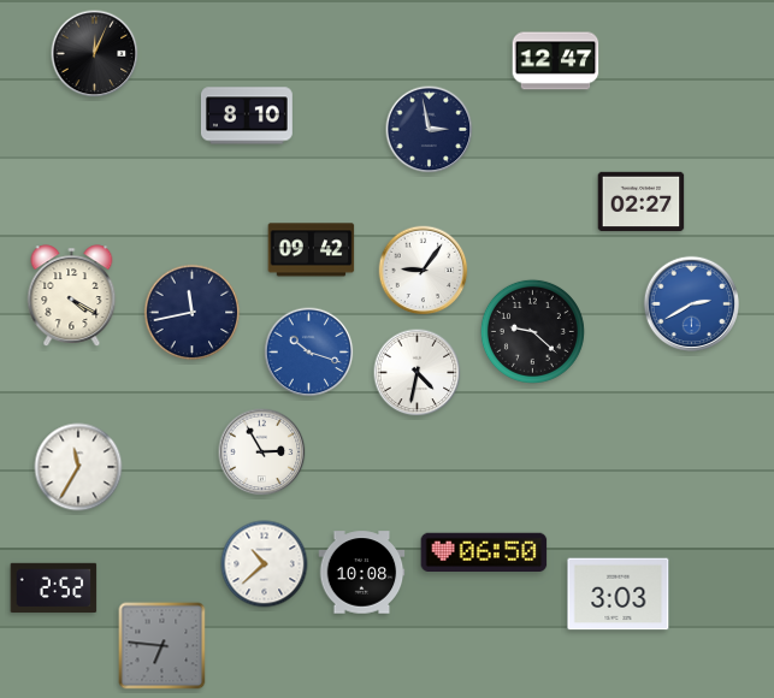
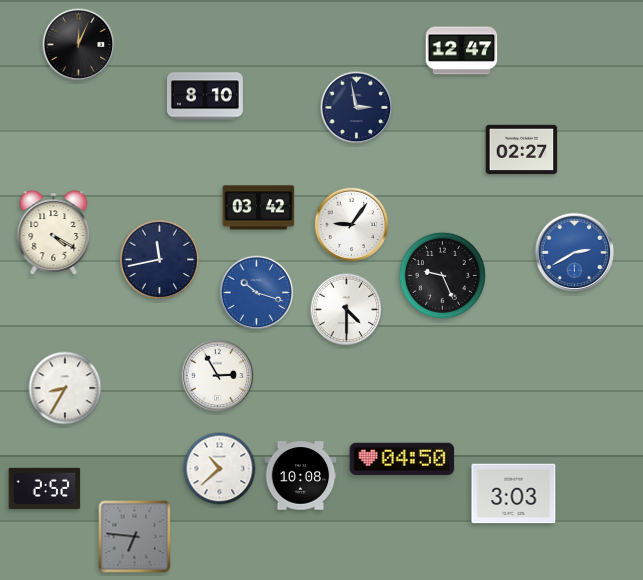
clock at (642, 202) position: (642, 202) -> (522, 150)
clock at (312, 250): 09:42 -> 03:42
clock at (72, 295) position: (72, 295) -> (54, 232)
clock at (532, 331): 9:22 -> 9:26
clock at (418, 373): 4:32 -> 4:30
clock at (78, 467): 11:35 -> 8:35
clock at (484, 551): 06:50 -> 04:50
